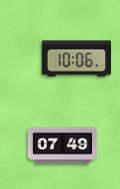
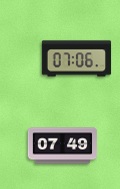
clock at (77, 59): 10:06 -> 07:06
